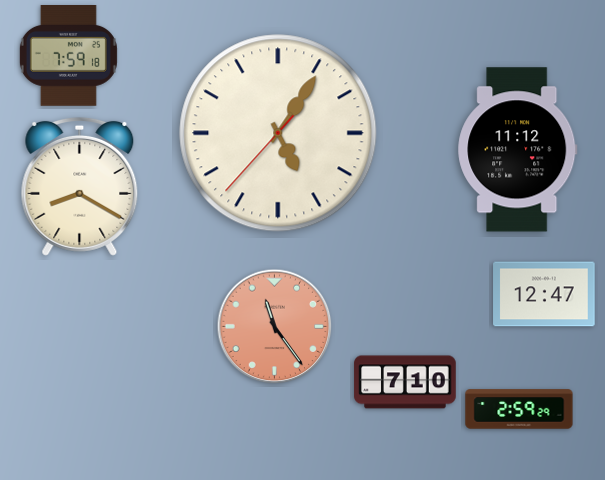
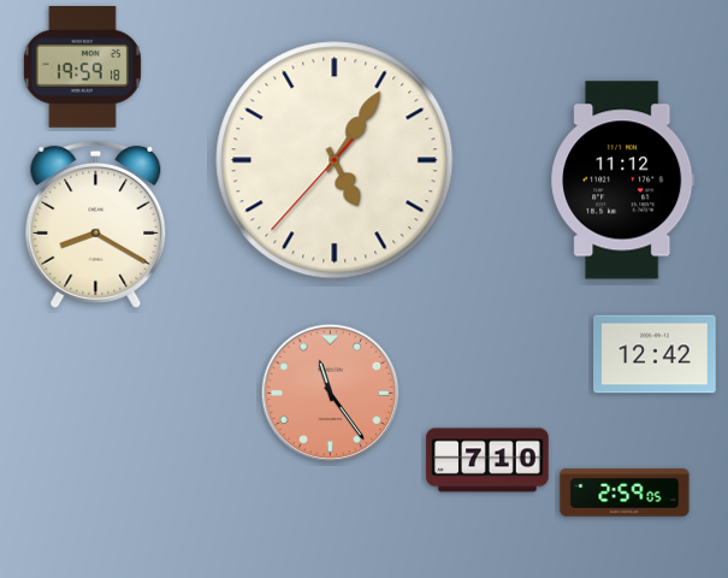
clock at (68, 56): 7:59 -> 19:59
clock at (544, 294): 12:47 -> 12:42
clock at (519, 409): 2:59:29 -> 2:59:05
